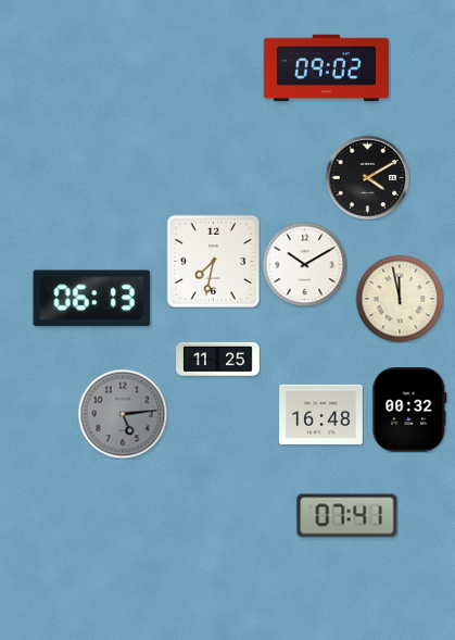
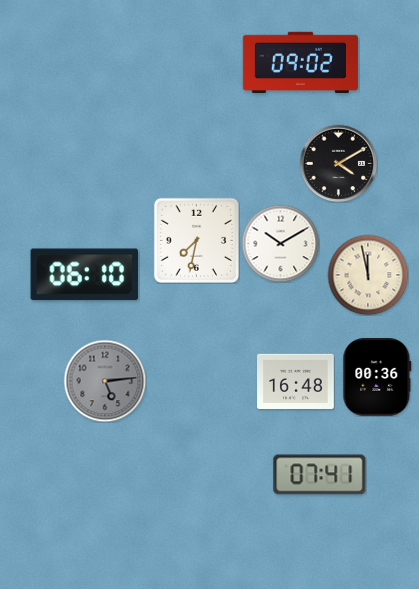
clock at (92, 299): 06:13 -> 06:10
clock at (218, 359): 11:25 -> none
clock at (409, 410): 00:32 -> 00:36
clock at (123, 414) position: (123, 414) -> (105, 381)
